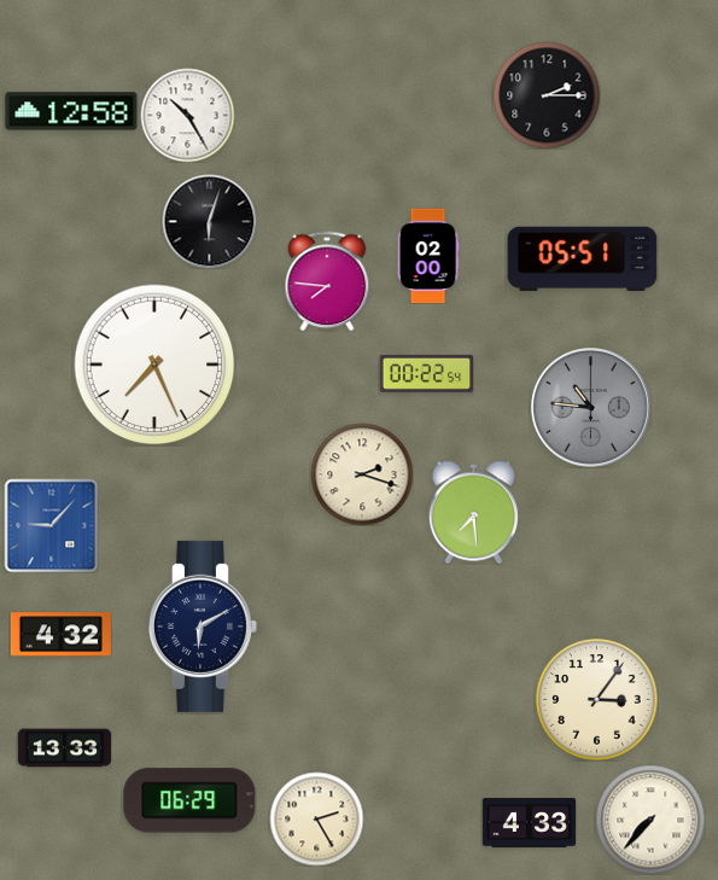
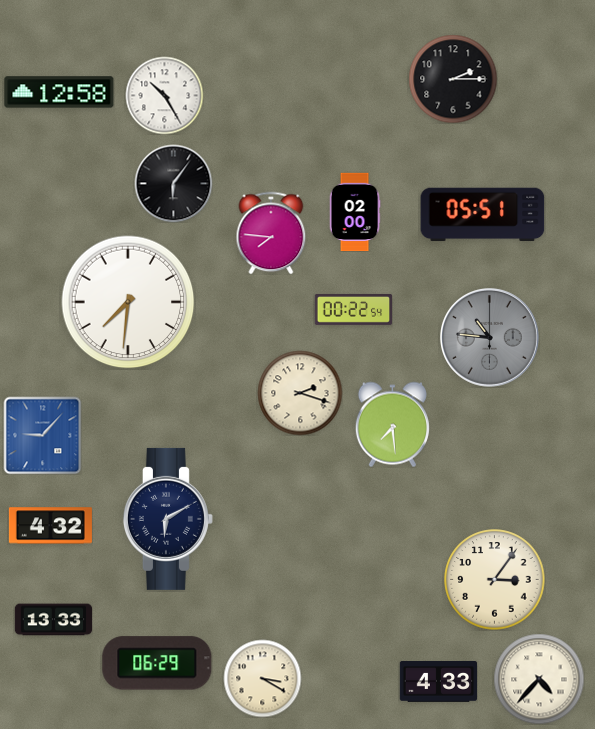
clock at (187, 115) position: (187, 115) -> (164, 95)
clock at (209, 221): 6:03 -> 6:06
clock at (154, 365): 7:26 -> 7:31
clock at (316, 818): 2:25 -> 3:20
clock at (650, 820): 7:37 -> 4:37
